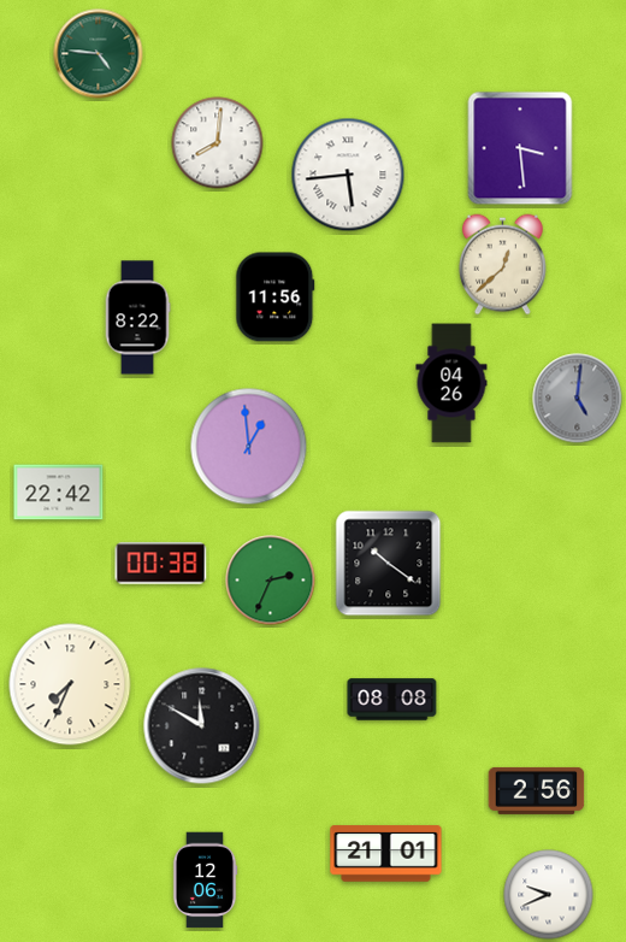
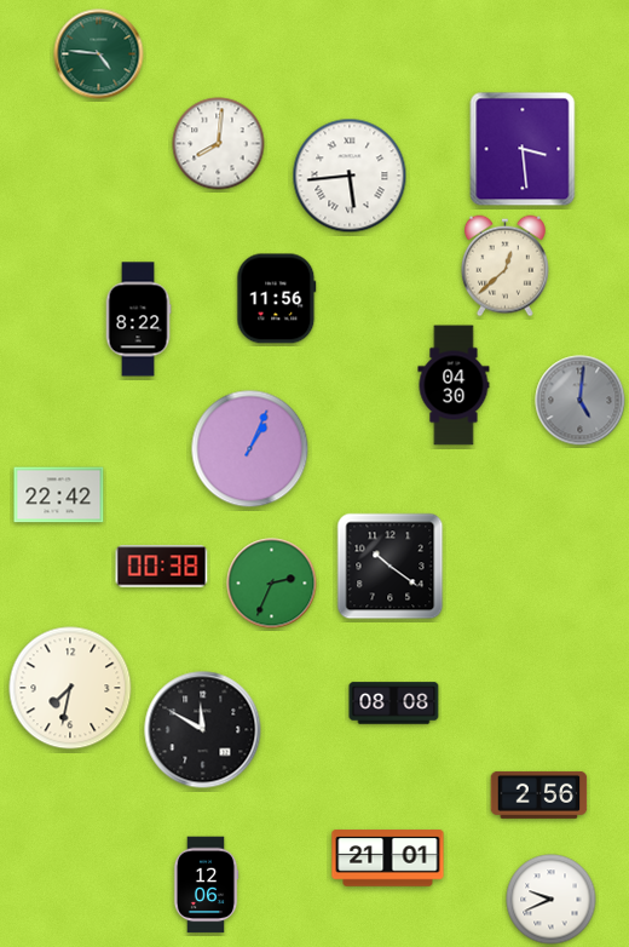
clock at (451, 383): 04:26 -> 04:30
clock at (249, 447): 12:59 -> 1:04
clock at (70, 684): 7:34 -> 7:32
